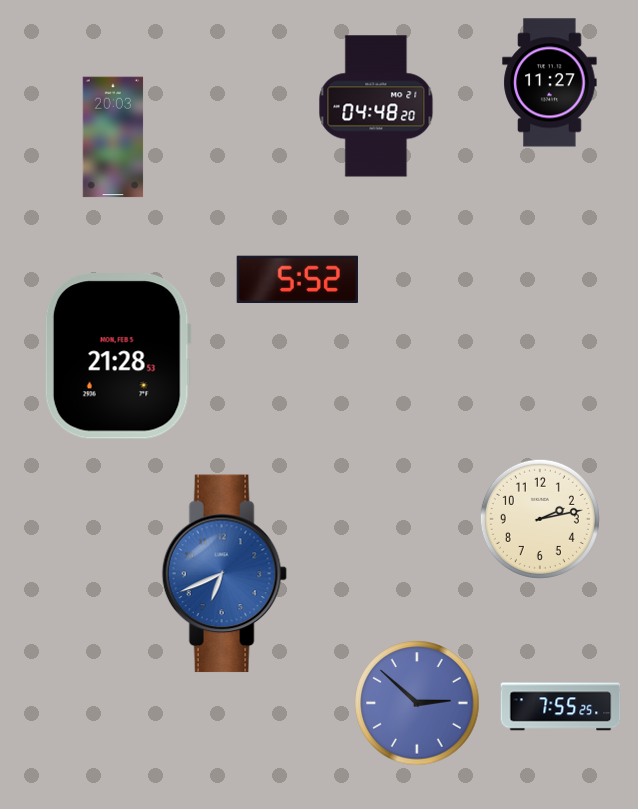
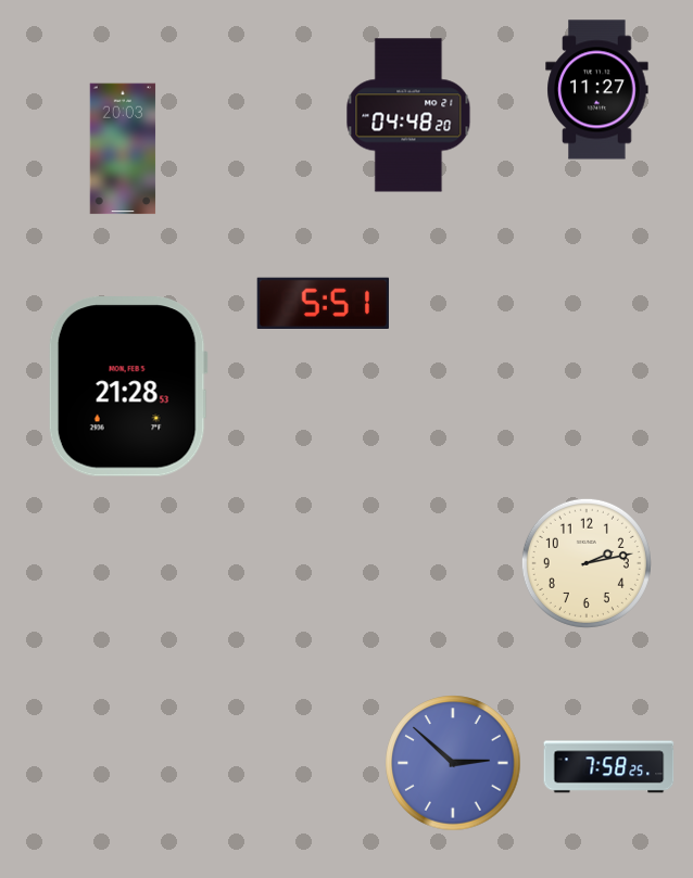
clock at (297, 279): 5:52 -> 5:51
clock at (224, 574): 6:41 -> none
clock at (561, 707): 7:55 -> 7:58
